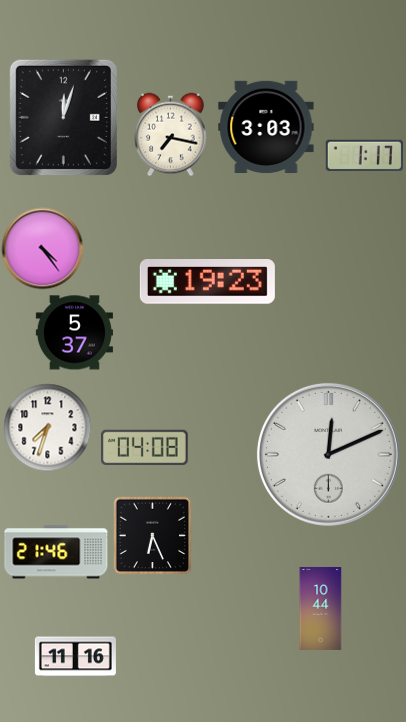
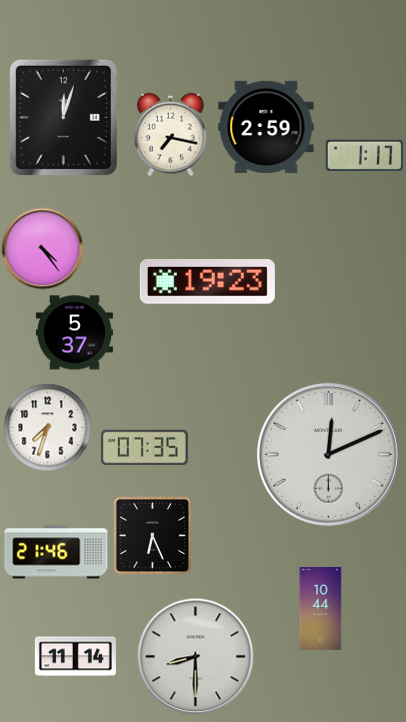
clock at (266, 126): 3:03 -> 2:59
clock at (145, 448): 04:08 -> 07:35
clock at (195, 656): none -> 8:30
clock at (75, 657): 11:16 -> 11:14
